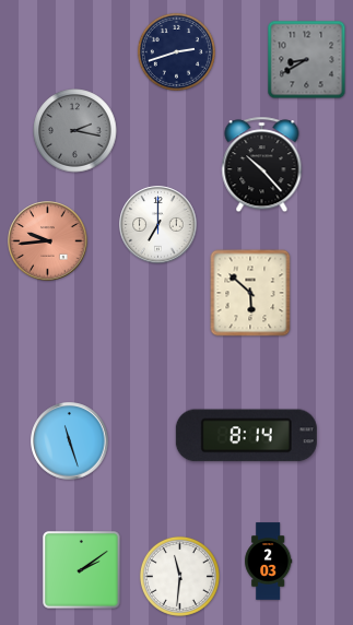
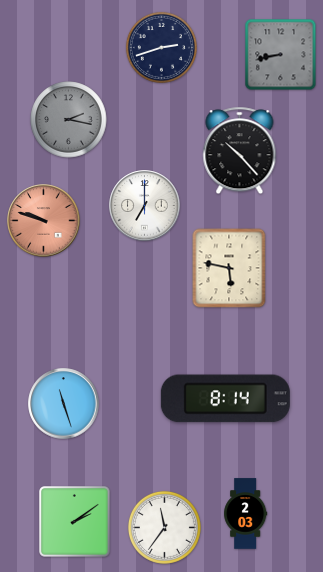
clock at (307, 60): 8:40 -> 8:43
clock at (48, 241): 9:44 -> 9:48
clock at (250, 293): 5:52 -> 5:47
clock at (179, 576): 11:31 -> 11:36
